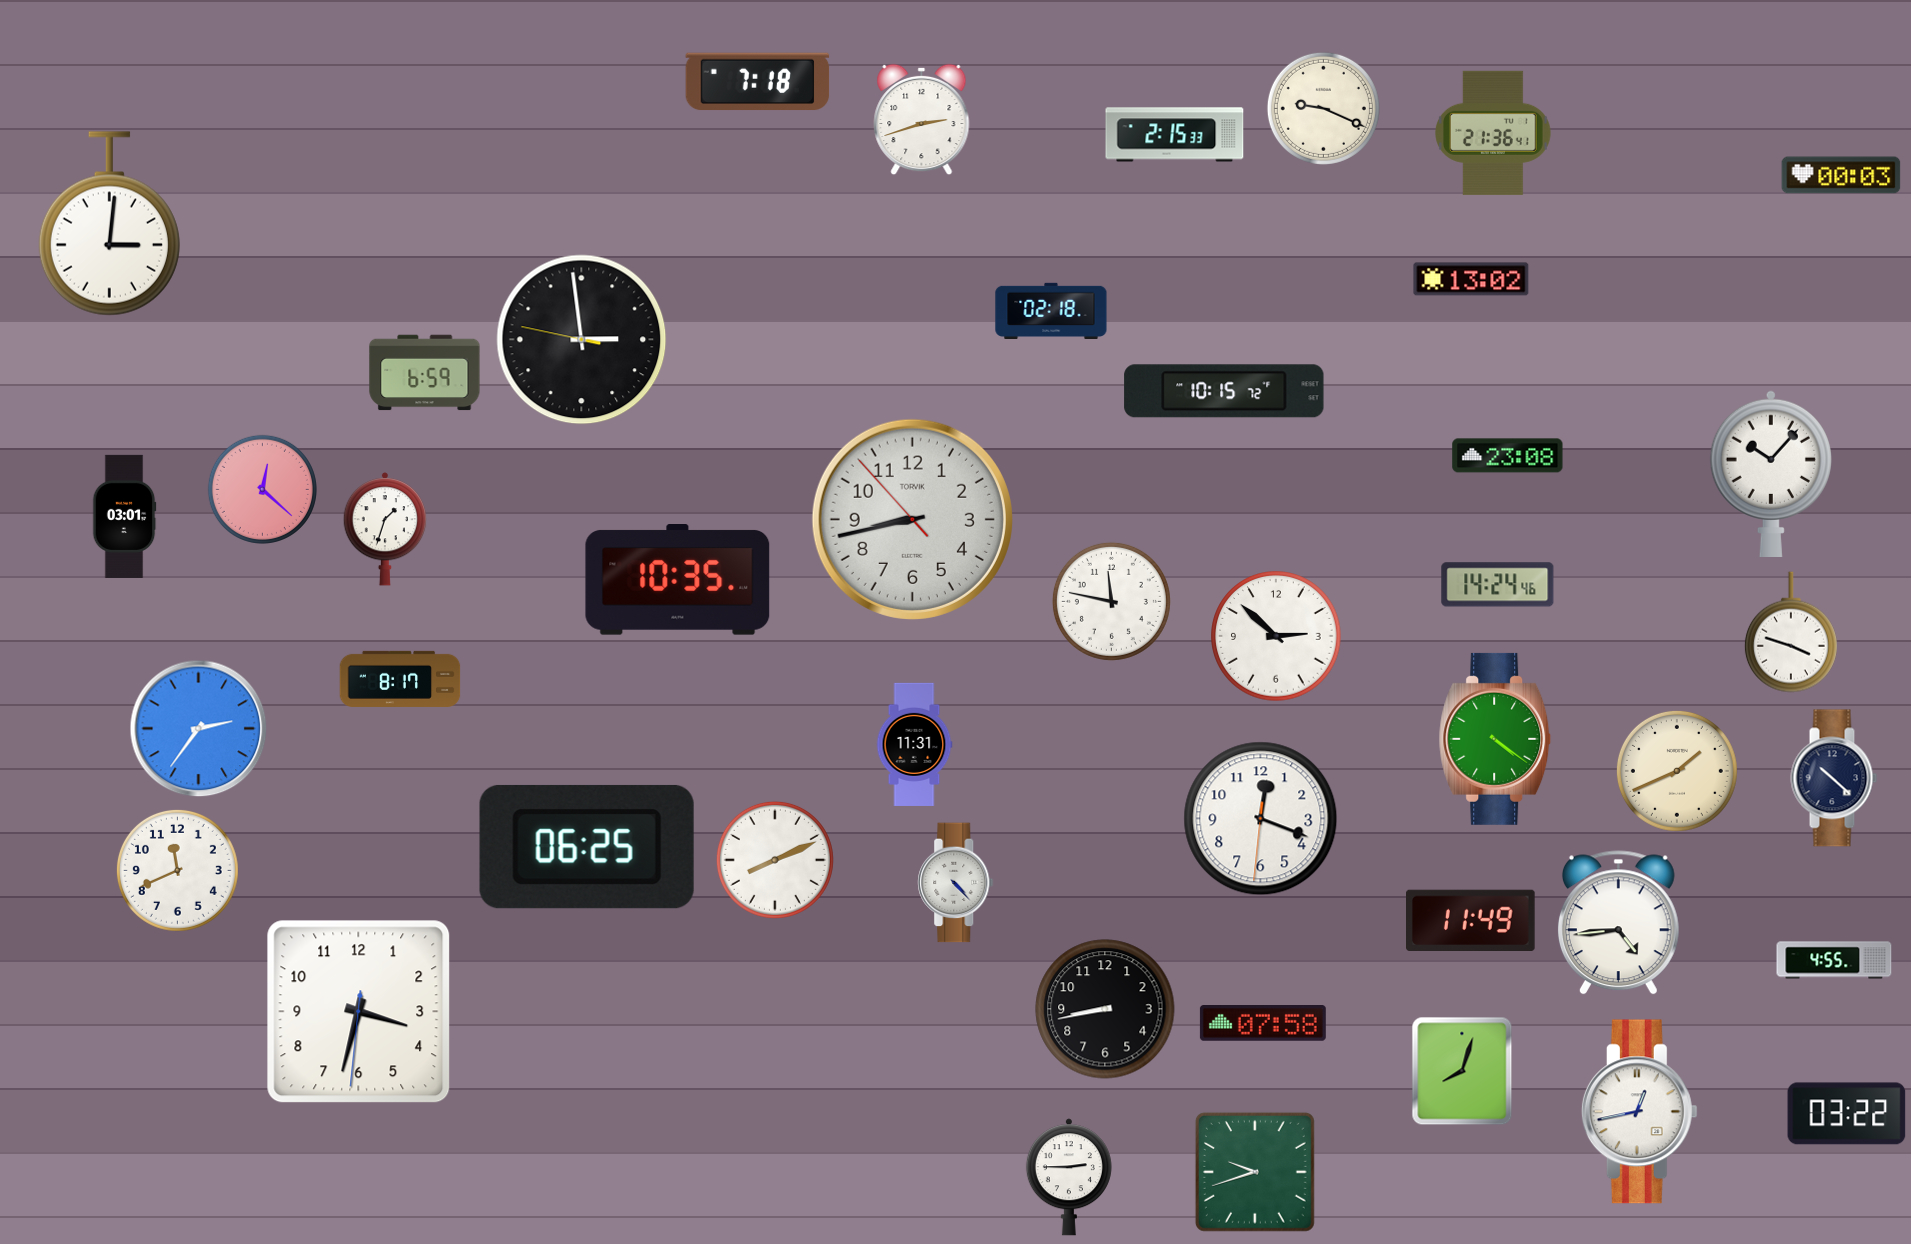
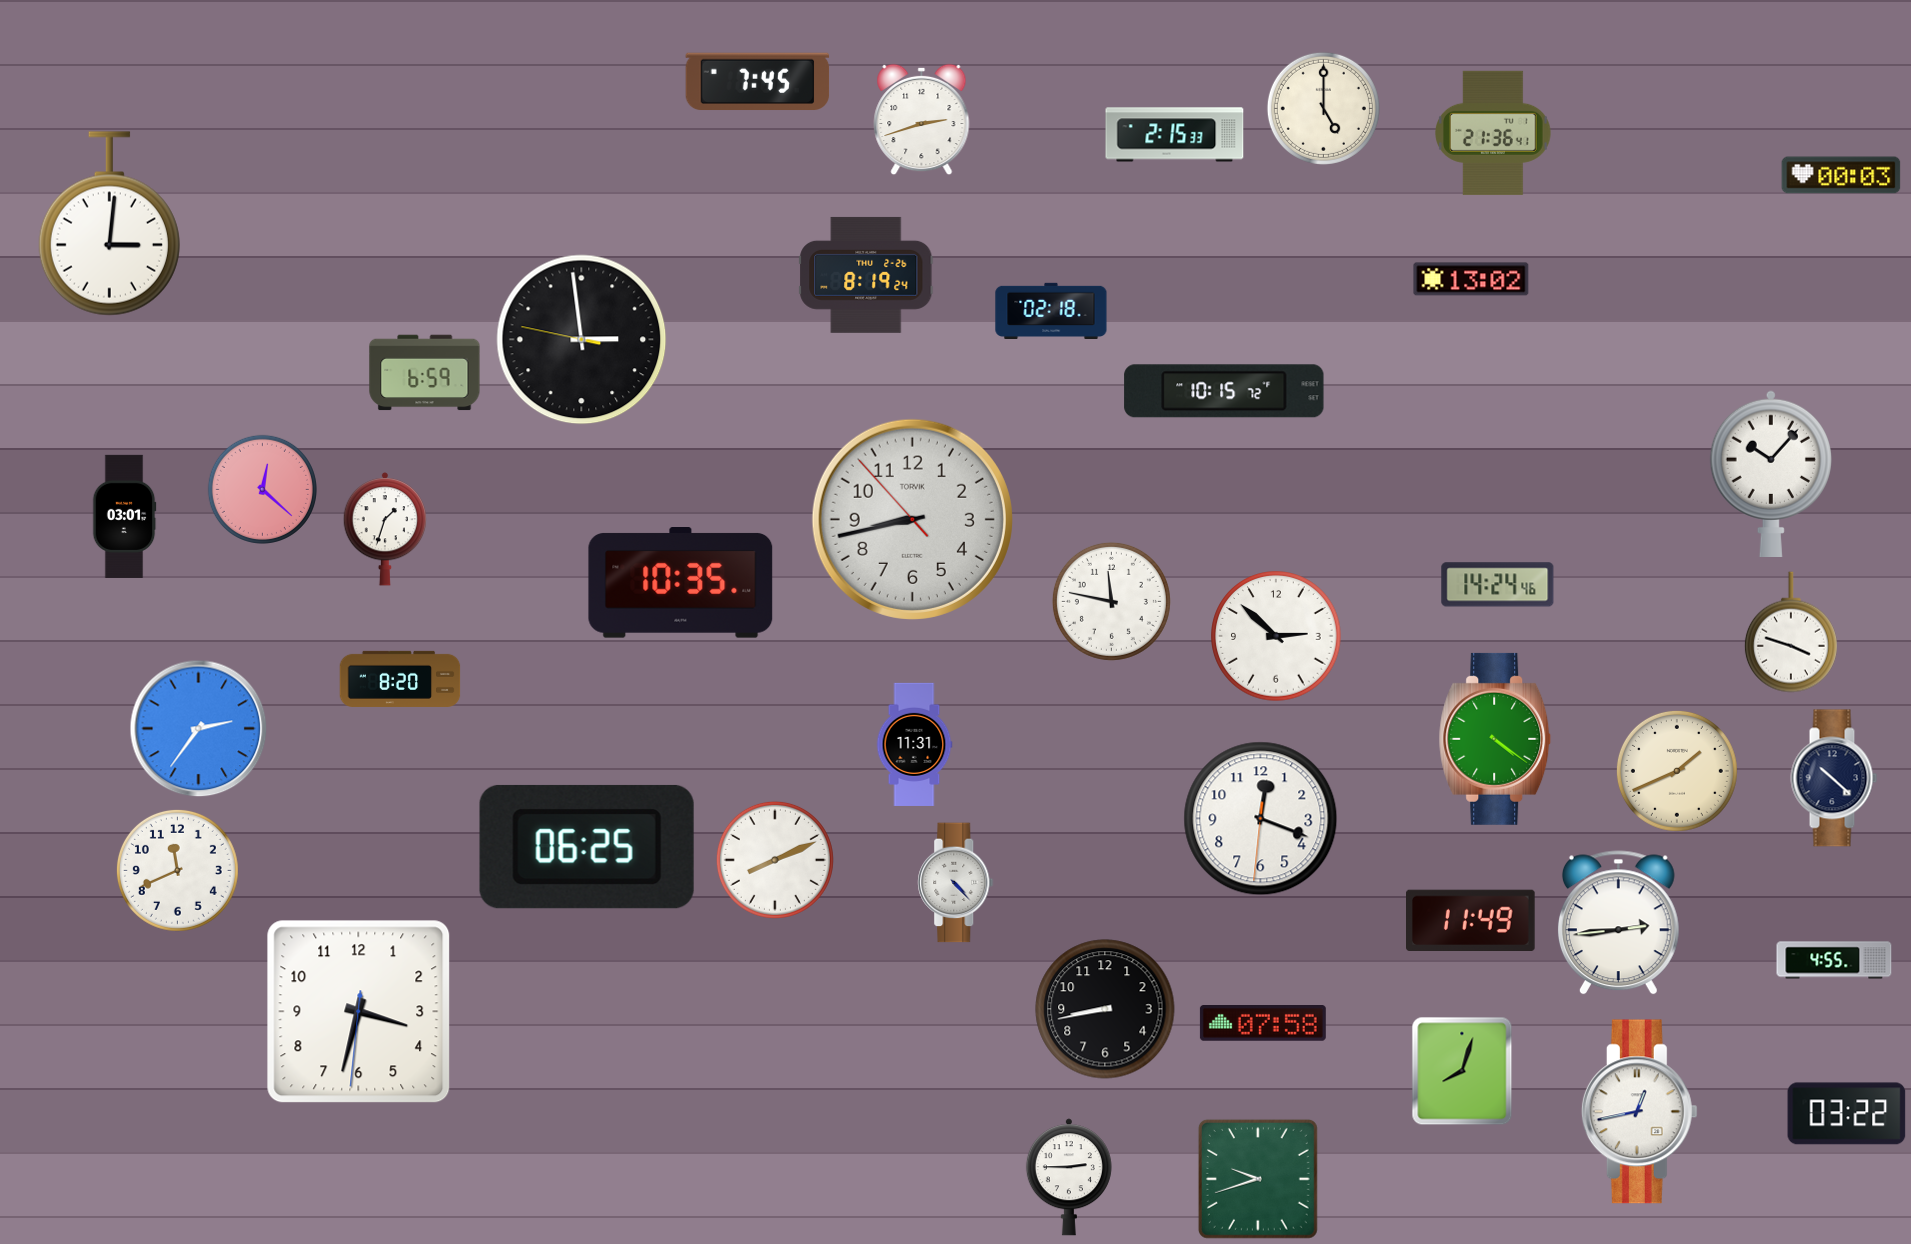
clock at (758, 82): 7:18 -> 7:45
clock at (1323, 108): 9:19 -> 5:00
clock at (866, 275): none -> 8:19
clock at (1508, 456): 23:08 -> none
clock at (678, 580) position: (678, 580) -> (681, 583)
clock at (400, 679): 8:17 -> 8:20
clock at (1618, 923): 4:44 -> 2:44
clock at (1255, 1172) position: (1255, 1172) -> (1258, 1179)
